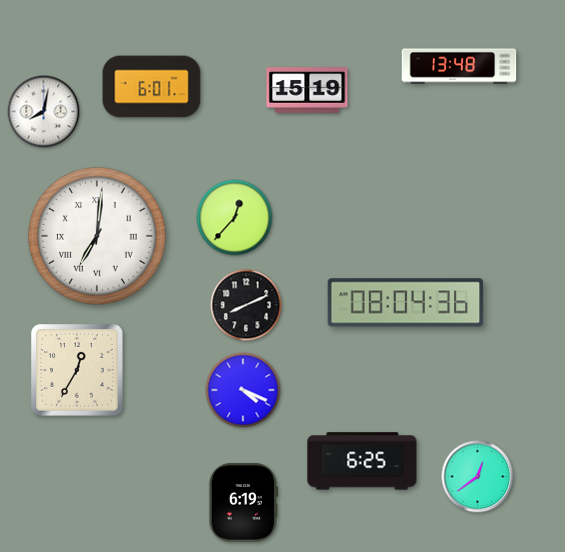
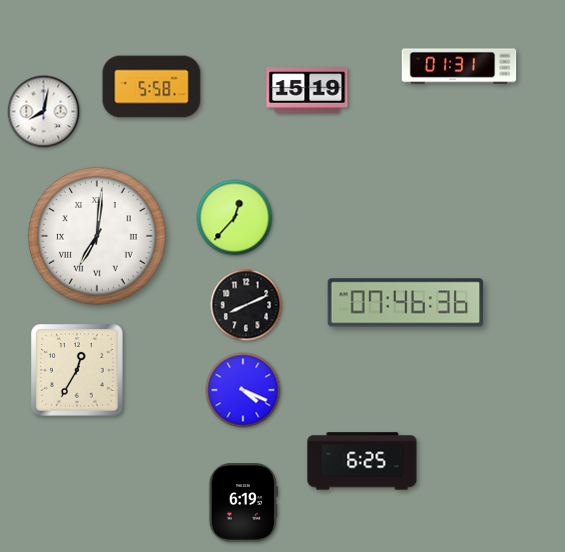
clock at (459, 66): 13:48 -> 01:31
clock at (152, 87): 6:01 -> 5:58
clock at (406, 303): 08:04 -> 07:46
clock at (478, 477): 12:39 -> none
